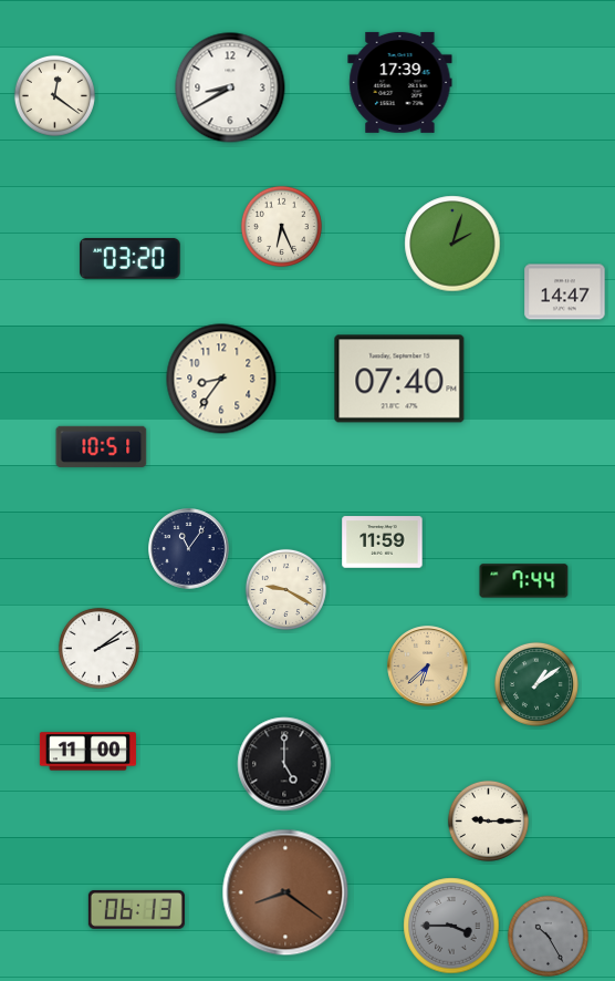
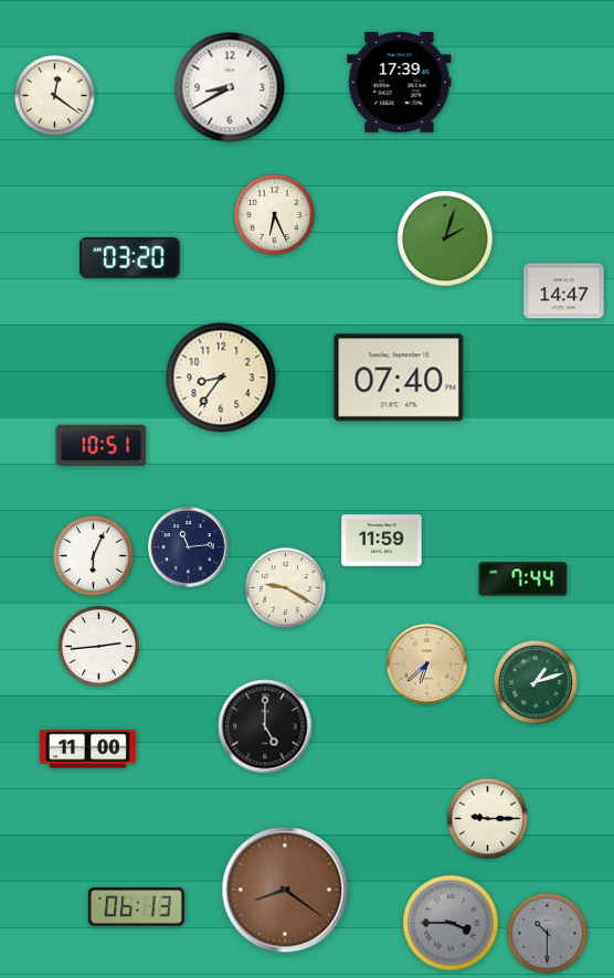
clock at (281, 226) position: (281, 226) -> (274, 214)
clock at (452, 244) position: (452, 244) -> (445, 238)
clock at (189, 549): 11:06 -> 11:14
clock at (93, 555): none -> 6:04
clock at (98, 648): 2:09 -> 2:44
clock at (536, 684): 1:09 -> 1:12
clock at (284, 764) position: (284, 764) -> (265, 726)
clock at (548, 936): 10:25 -> 10:30
